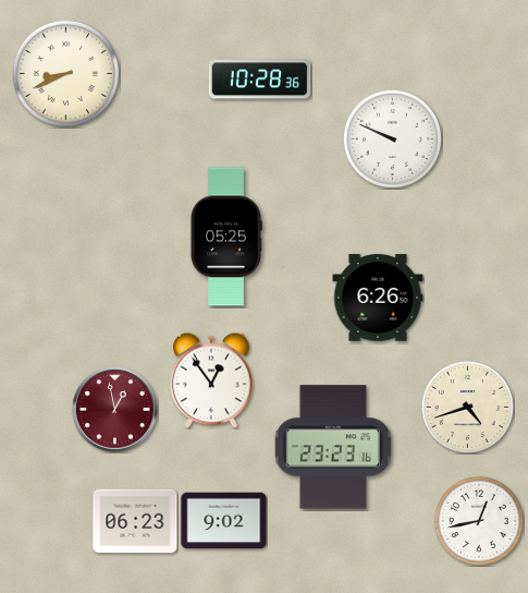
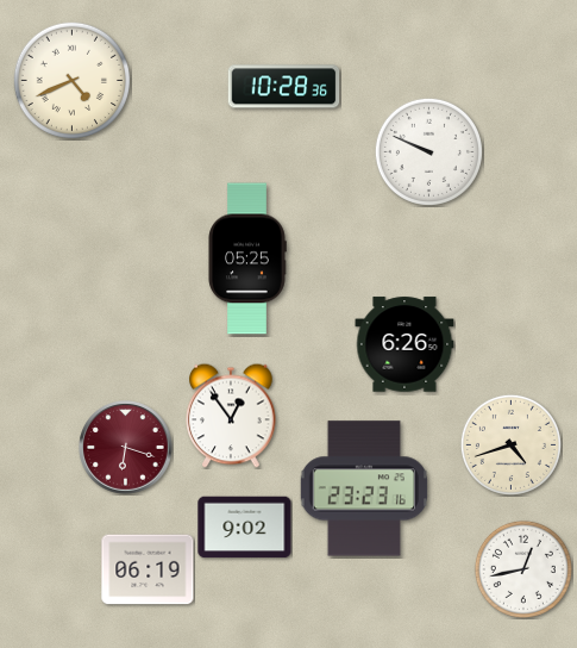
clock at (65, 73): 8:41 -> 4:41
clock at (378, 298) position: (378, 298) -> (404, 344)
clock at (115, 410): 12:58 -> 6:18
clock at (135, 521): 06:23 -> 06:19
clock at (224, 521) position: (224, 521) -> (245, 528)
